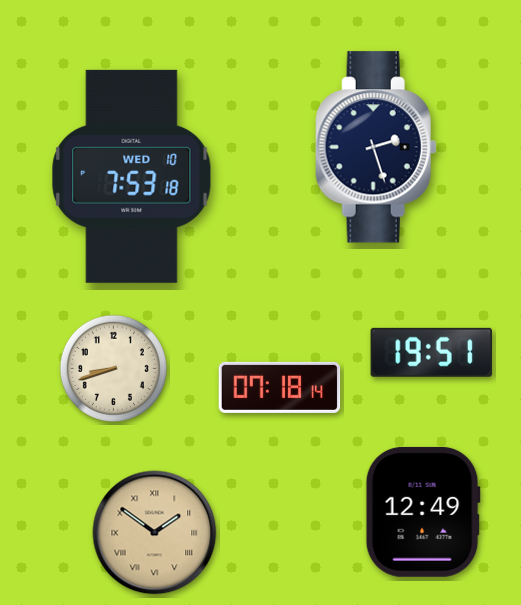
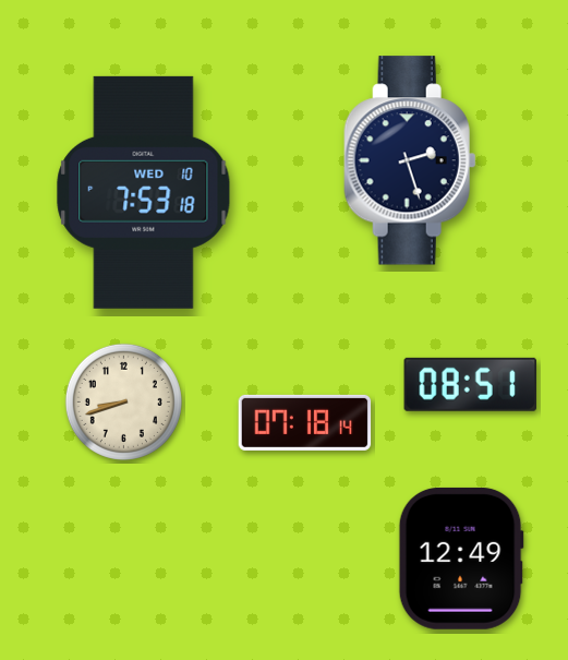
clock at (431, 352): 19:51 -> 08:51
clock at (155, 533): 1:51 -> none
